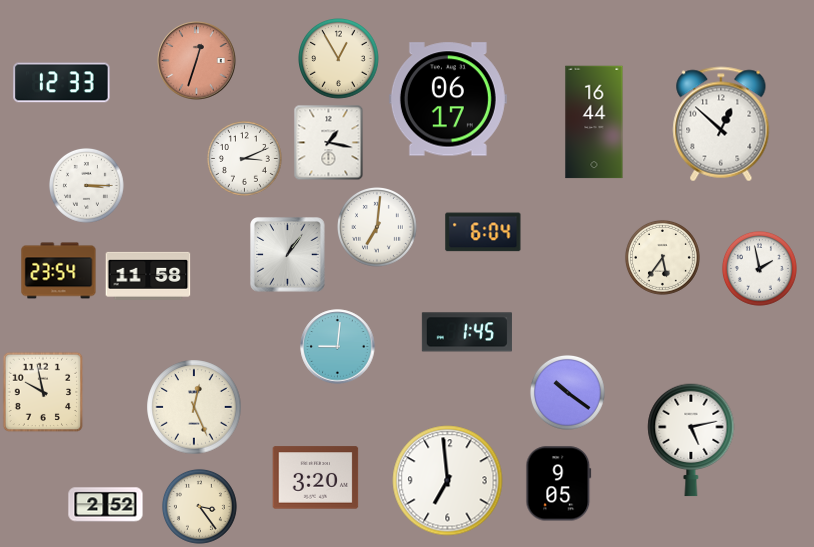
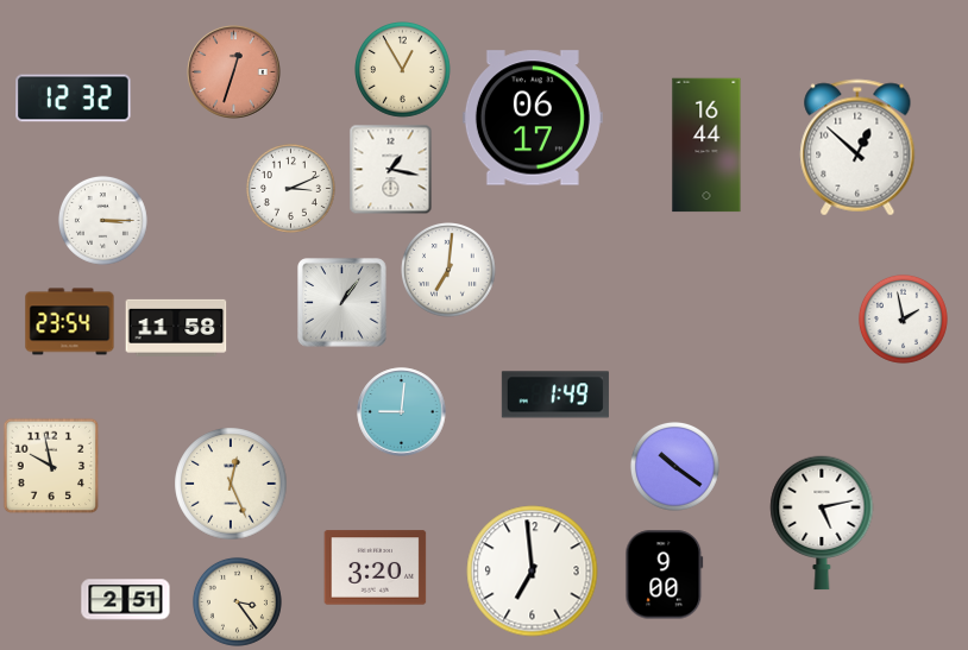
clock at (62, 83): 12:33 -> 12:32
clock at (483, 232): 6:04 -> none
clock at (662, 257): 5:36 -> none
clock at (467, 332): 1:45 -> 1:49
clock at (559, 484): 9:05 -> 9:00
clock at (106, 505): 2:52 -> 2:51
